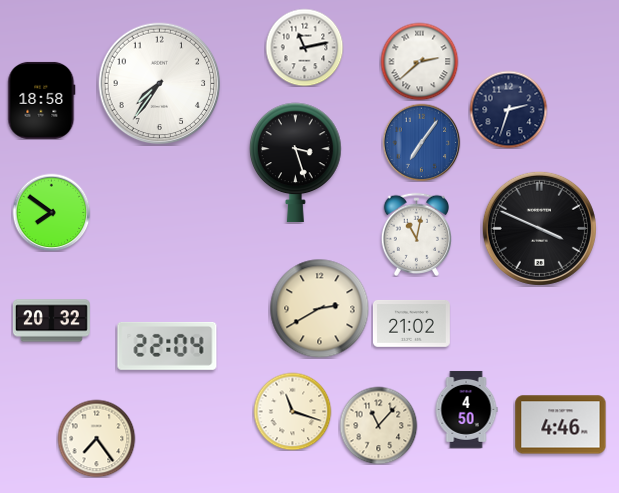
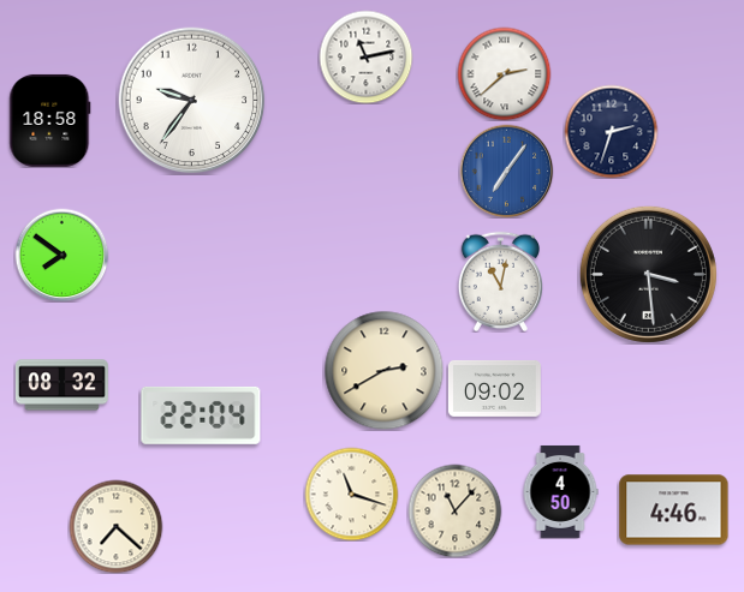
clock at (160, 84): 7:36 -> 9:36
clock at (296, 162): 3:27 -> none
clock at (539, 228): 3:49 -> 3:29
clock at (51, 321): 20:32 -> 08:32
clock at (411, 323): 21:02 -> 09:02
clock at (96, 438): 7:24 -> 7:22
